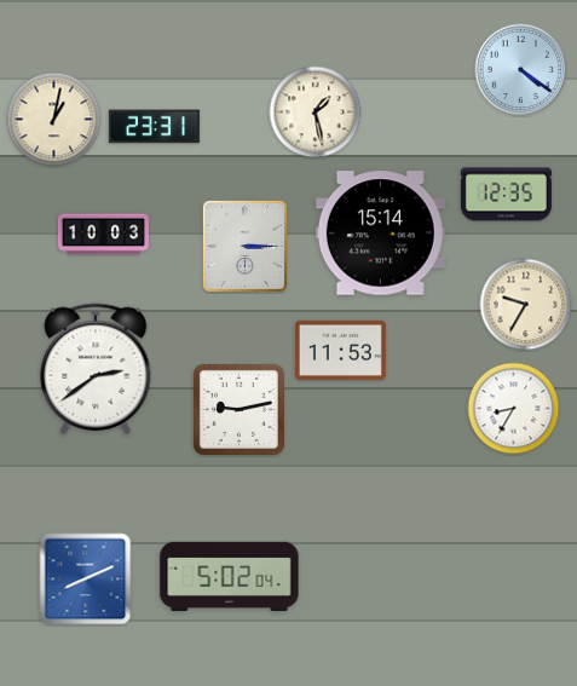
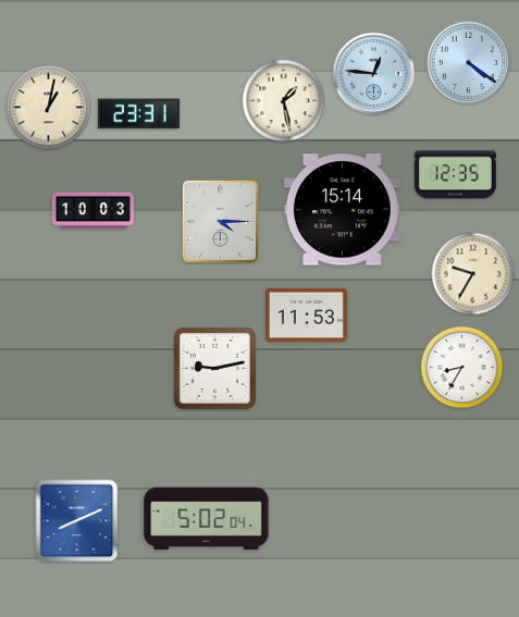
clock at (374, 74): none -> 12:46
clock at (244, 246): 3:15 -> 4:15
clock at (96, 369): 2:39 -> none
